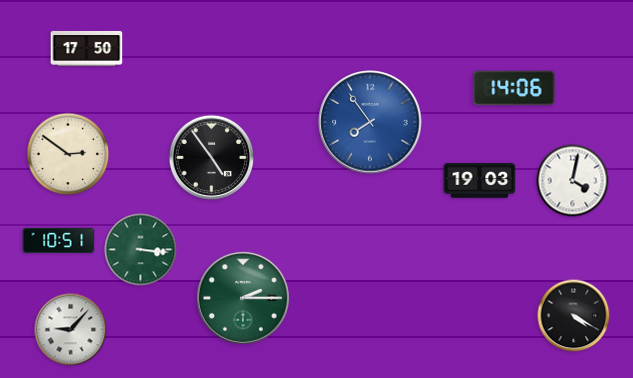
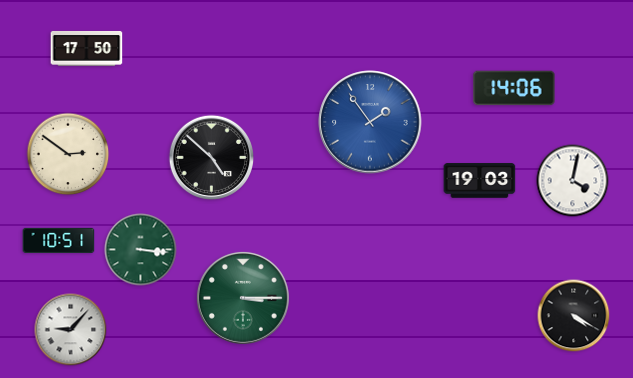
clock at (370, 122): 7:54 -> 1:54
clock at (211, 157): 4:54 -> 4:52
clock at (243, 298): 2:15 -> 3:15
